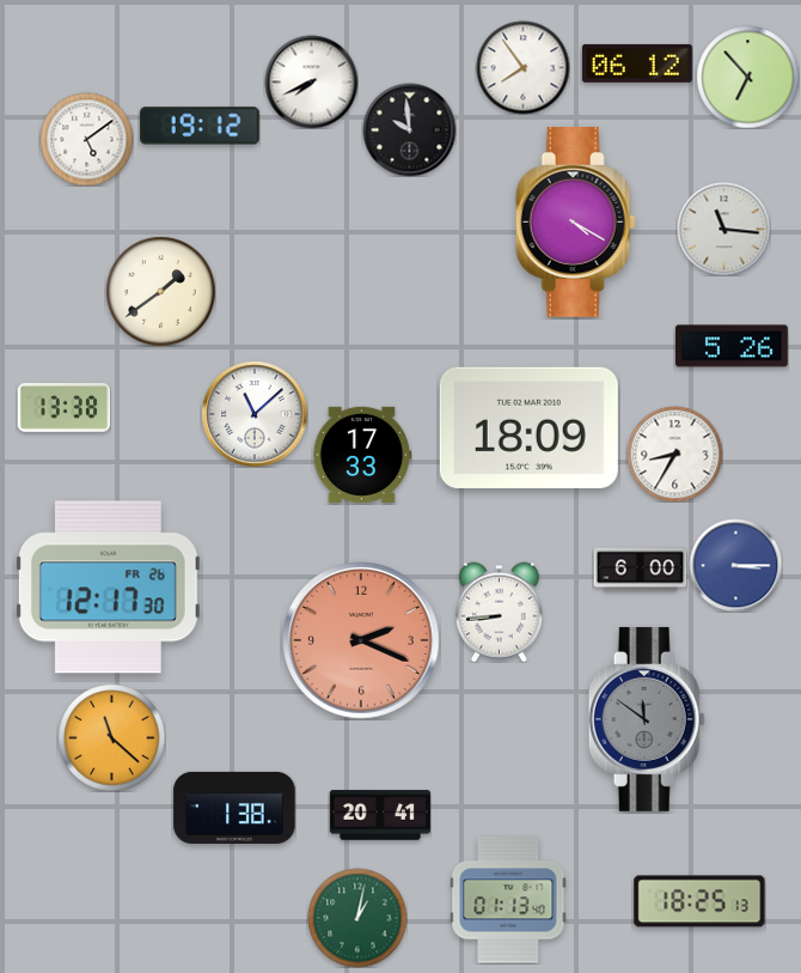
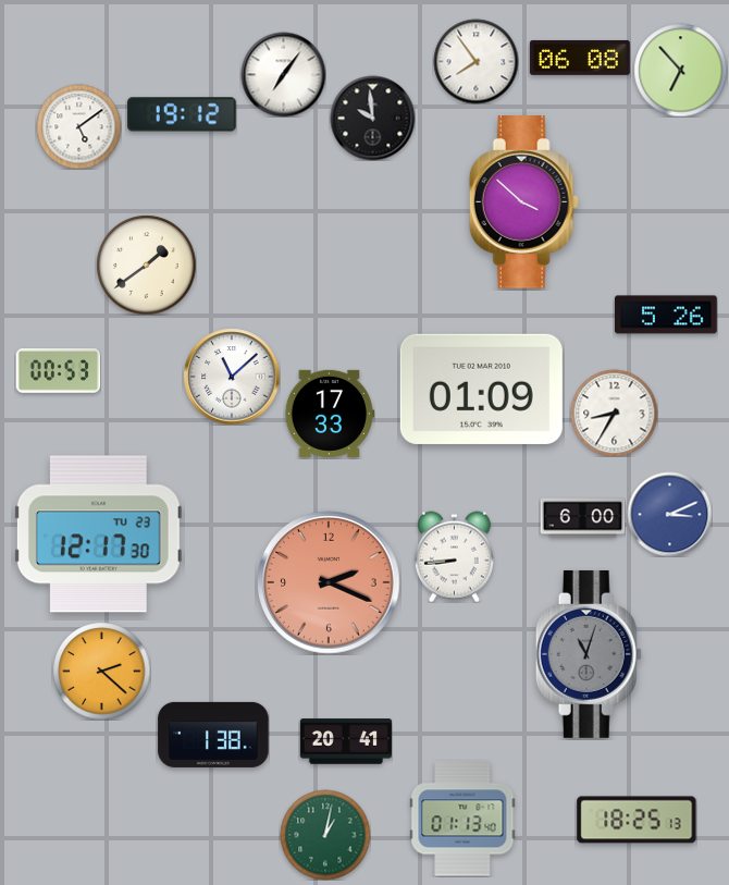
clock at (637, 63): 06:12 -> 06:08
clock at (311, 81): 7:41 -> 7:06
clock at (575, 223): 4:20 -> 3:52
clock at (723, 229): 11:16 -> none
clock at (63, 408): 13:38 -> 00:53
clock at (528, 427): 18:09 -> 01:09
clock at (735, 565): 3:15 -> 3:11
clock at (108, 588) date: FR 26 -> TU 23
clock at (647, 719): 11:51 -> 11:03
clock at (111, 737): 11:22 -> 2:22
